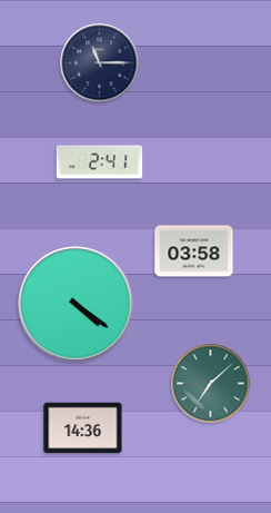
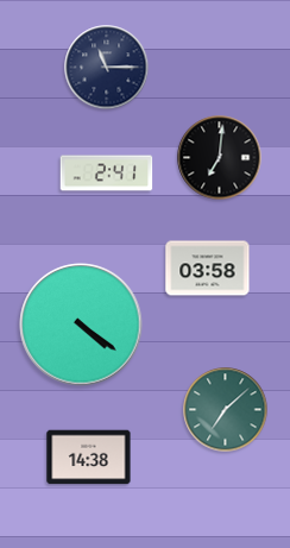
clock at (220, 158): none -> 7:01
clock at (83, 428): 14:36 -> 14:38
